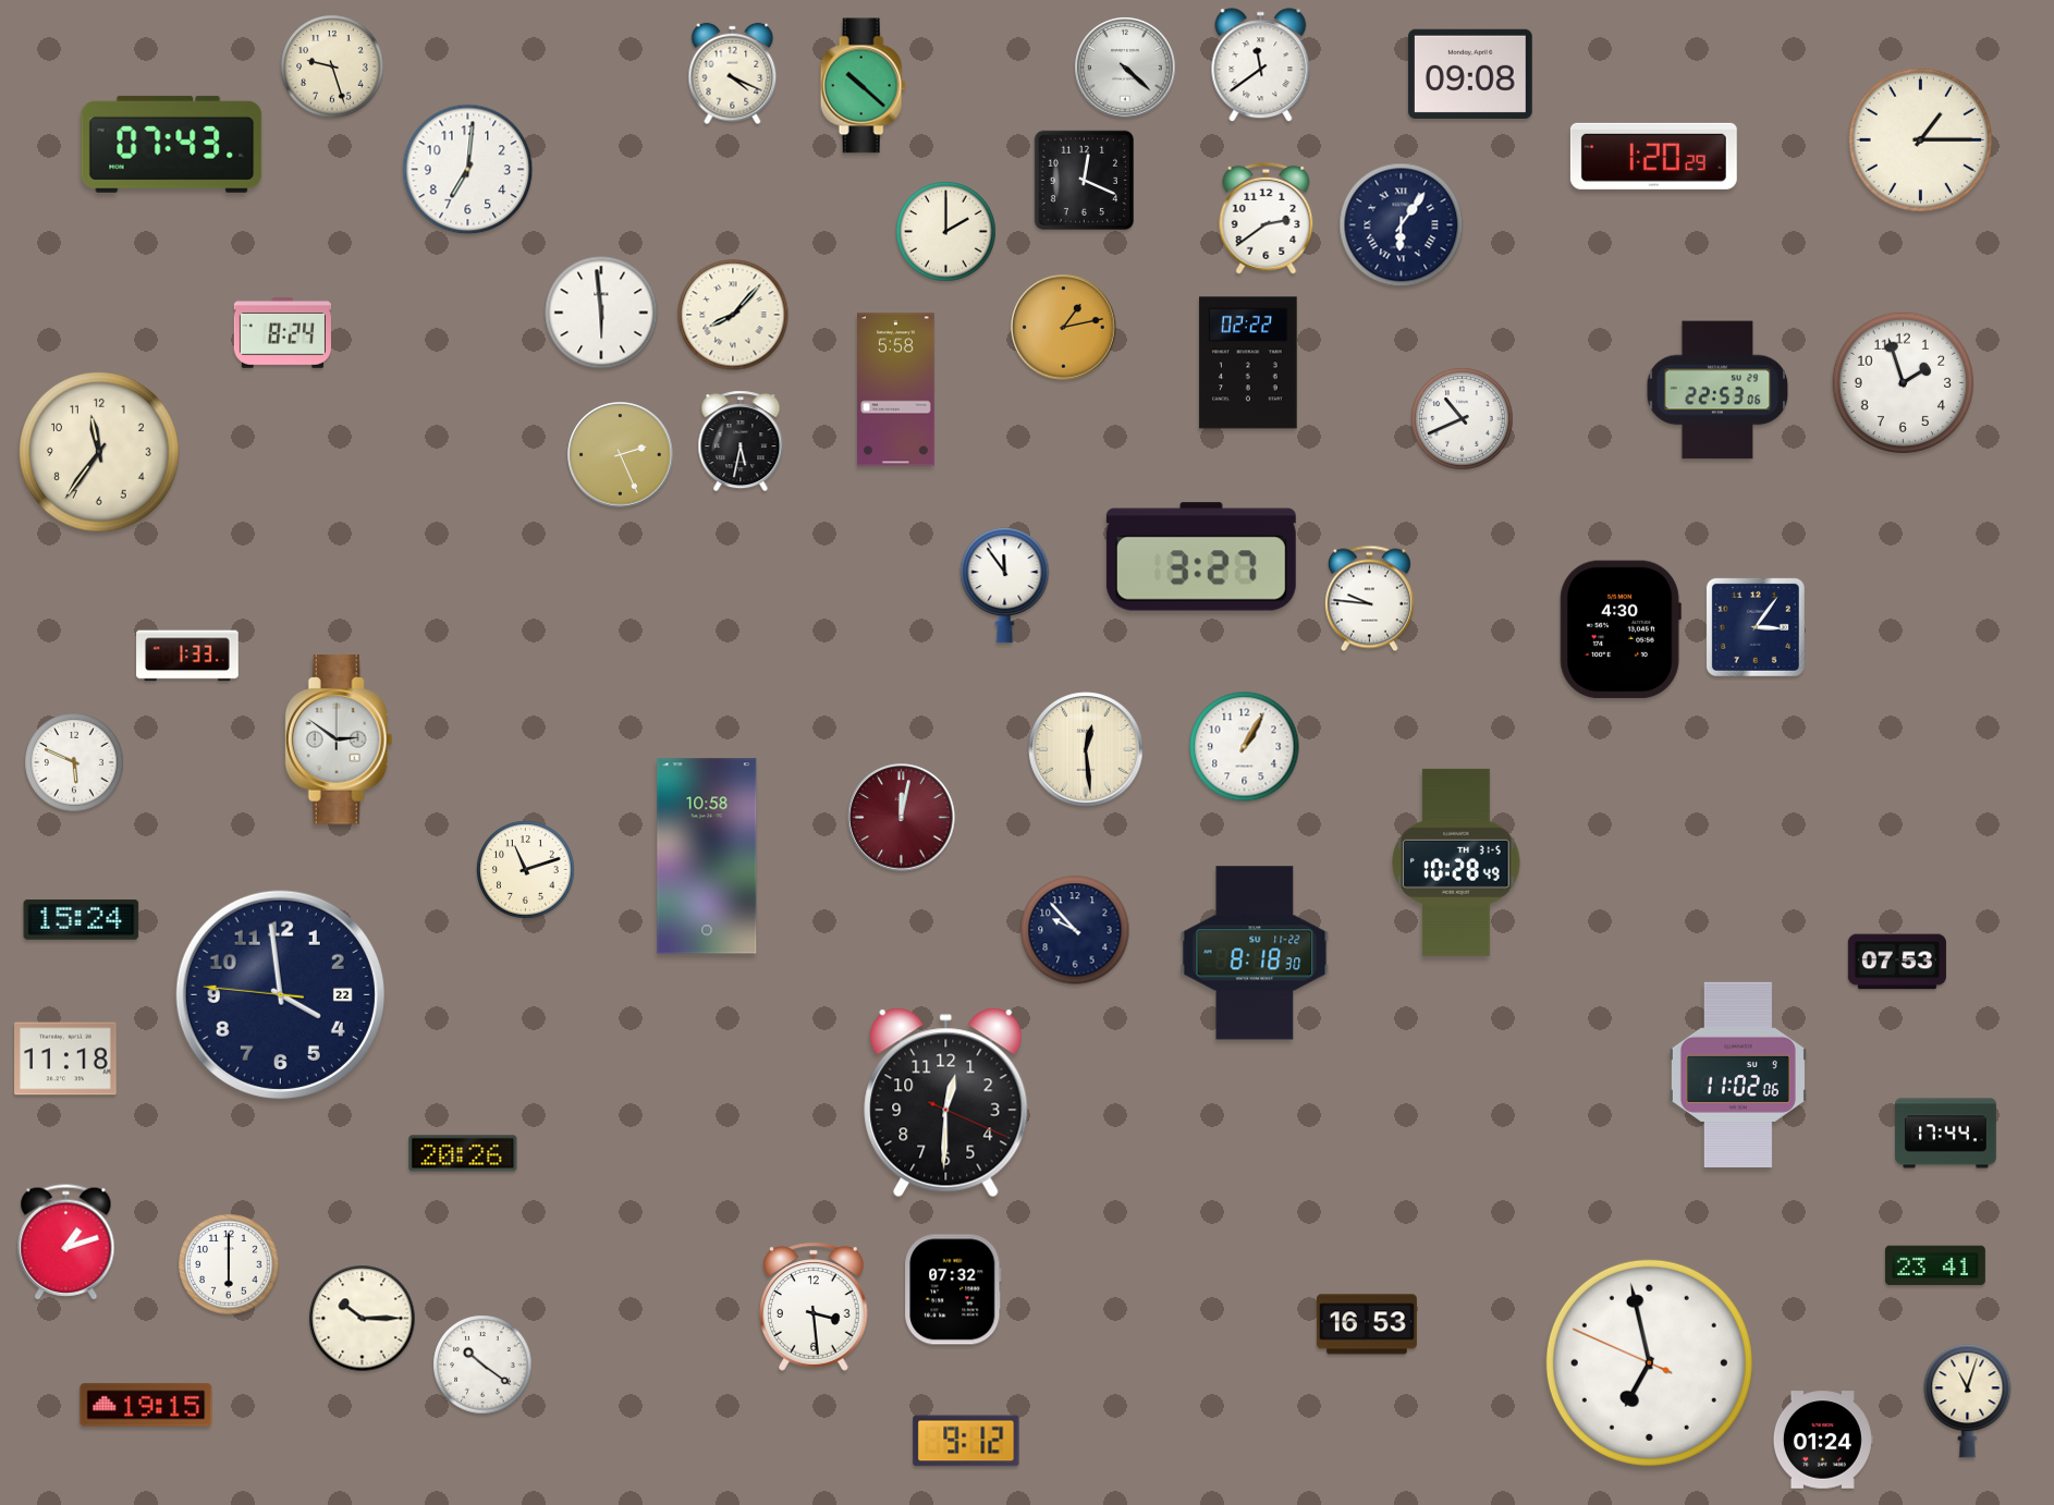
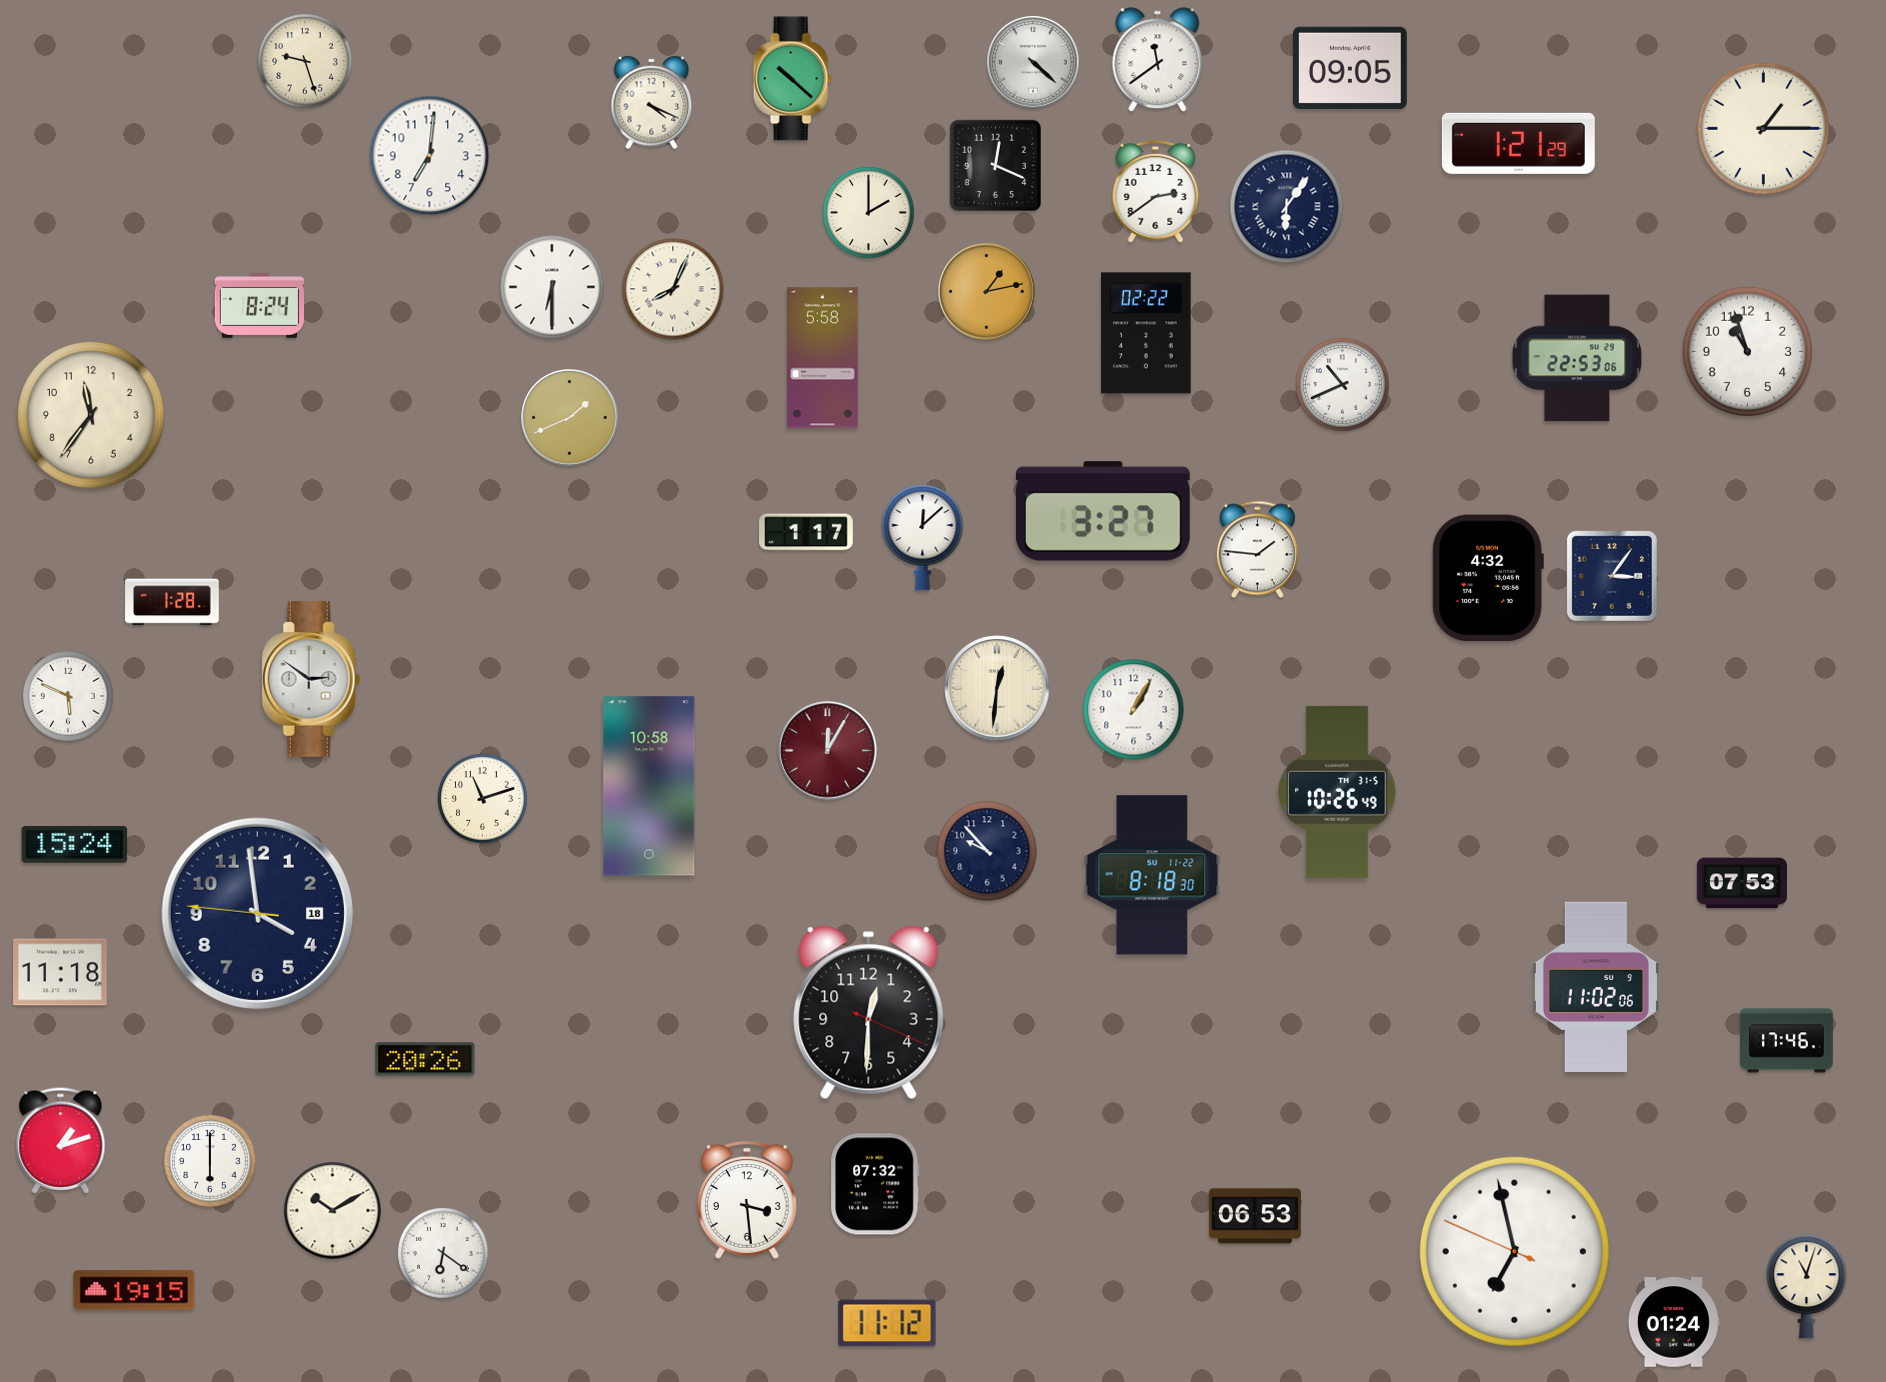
clock at (733, 74) position: (733, 74) -> (652, 103)
clock at (1470, 74): 09:08 -> 09:05
clock at (172, 144): 07:43 -> none
clock at (1653, 156): 1:20 -> 1:21
clock at (1267, 218) position: (1267, 218) -> (1156, 191)
clock at (601, 313): 5:59 -> 6:30
clock at (733, 315): 8:07 -> 8:04
clock at (1064, 328) position: (1064, 328) -> (987, 292)
clock at (1903, 382): 1:57 -> 10:57
clock at (741, 441): 5:32 -> none
clock at (621, 455): 2:26 -> 1:41
clock at (806, 532): none -> 1:17
clock at (1005, 586): 11:54 -> 12:08
clock at (1369, 599): 9:46 -> 1:46
clock at (1621, 629): 4:30 -> 4:32
clock at (187, 656): 1:33 -> 1:28
clock at (1245, 747) position: (1245, 747) -> (1134, 710)
clock at (1086, 749): 12:29 -> 12:31
clock at (74, 762) position: (74, 762) -> (68, 696)
clock at (902, 818): 12:02 -> 12:05
clock at (1456, 862): 10:28 -> 10:26
clock at (1075, 930) position: (1075, 930) -> (987, 851)
clock at (280, 994) date: 22 -> 18
clock at (1946, 1134): 17:44 -> 17:46
clock at (1935, 1265): 23:41 -> none
clock at (363, 1319): 10:15 -> 10:10
clock at (1367, 1324): 16:53 -> 06:53
clock at (482, 1365): 10:21 -> 6:21
clock at (966, 1441): 9:12 -> 11:12
